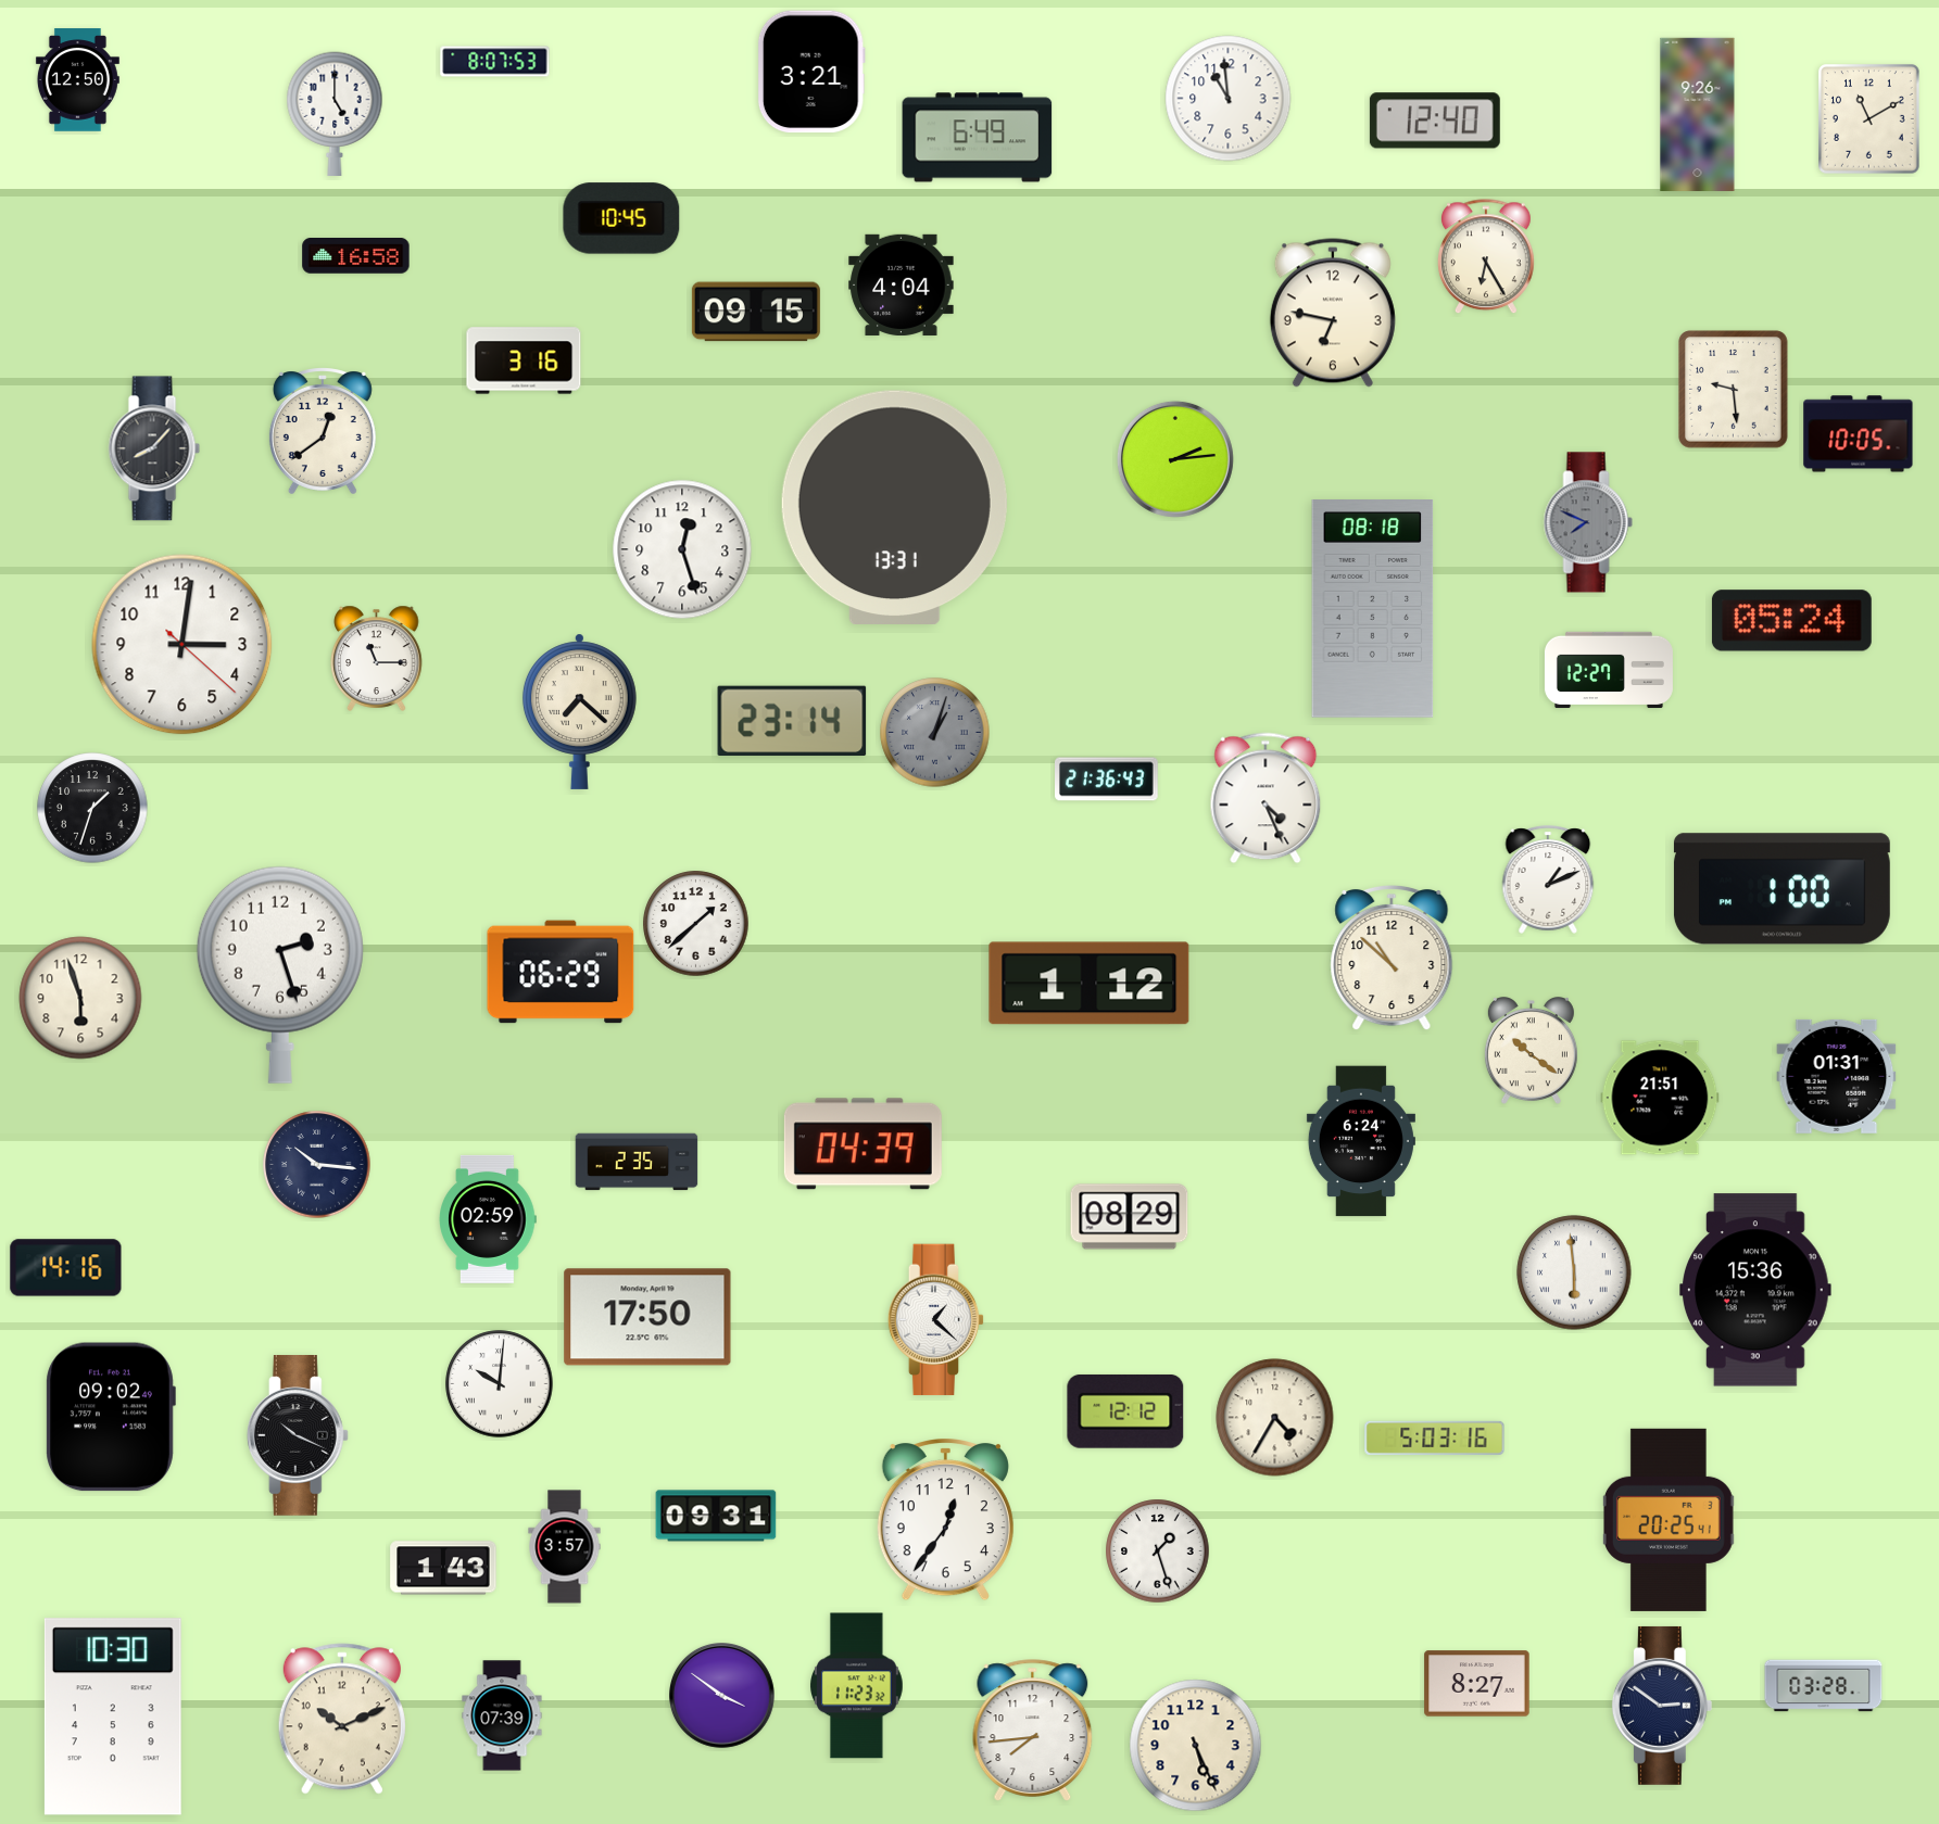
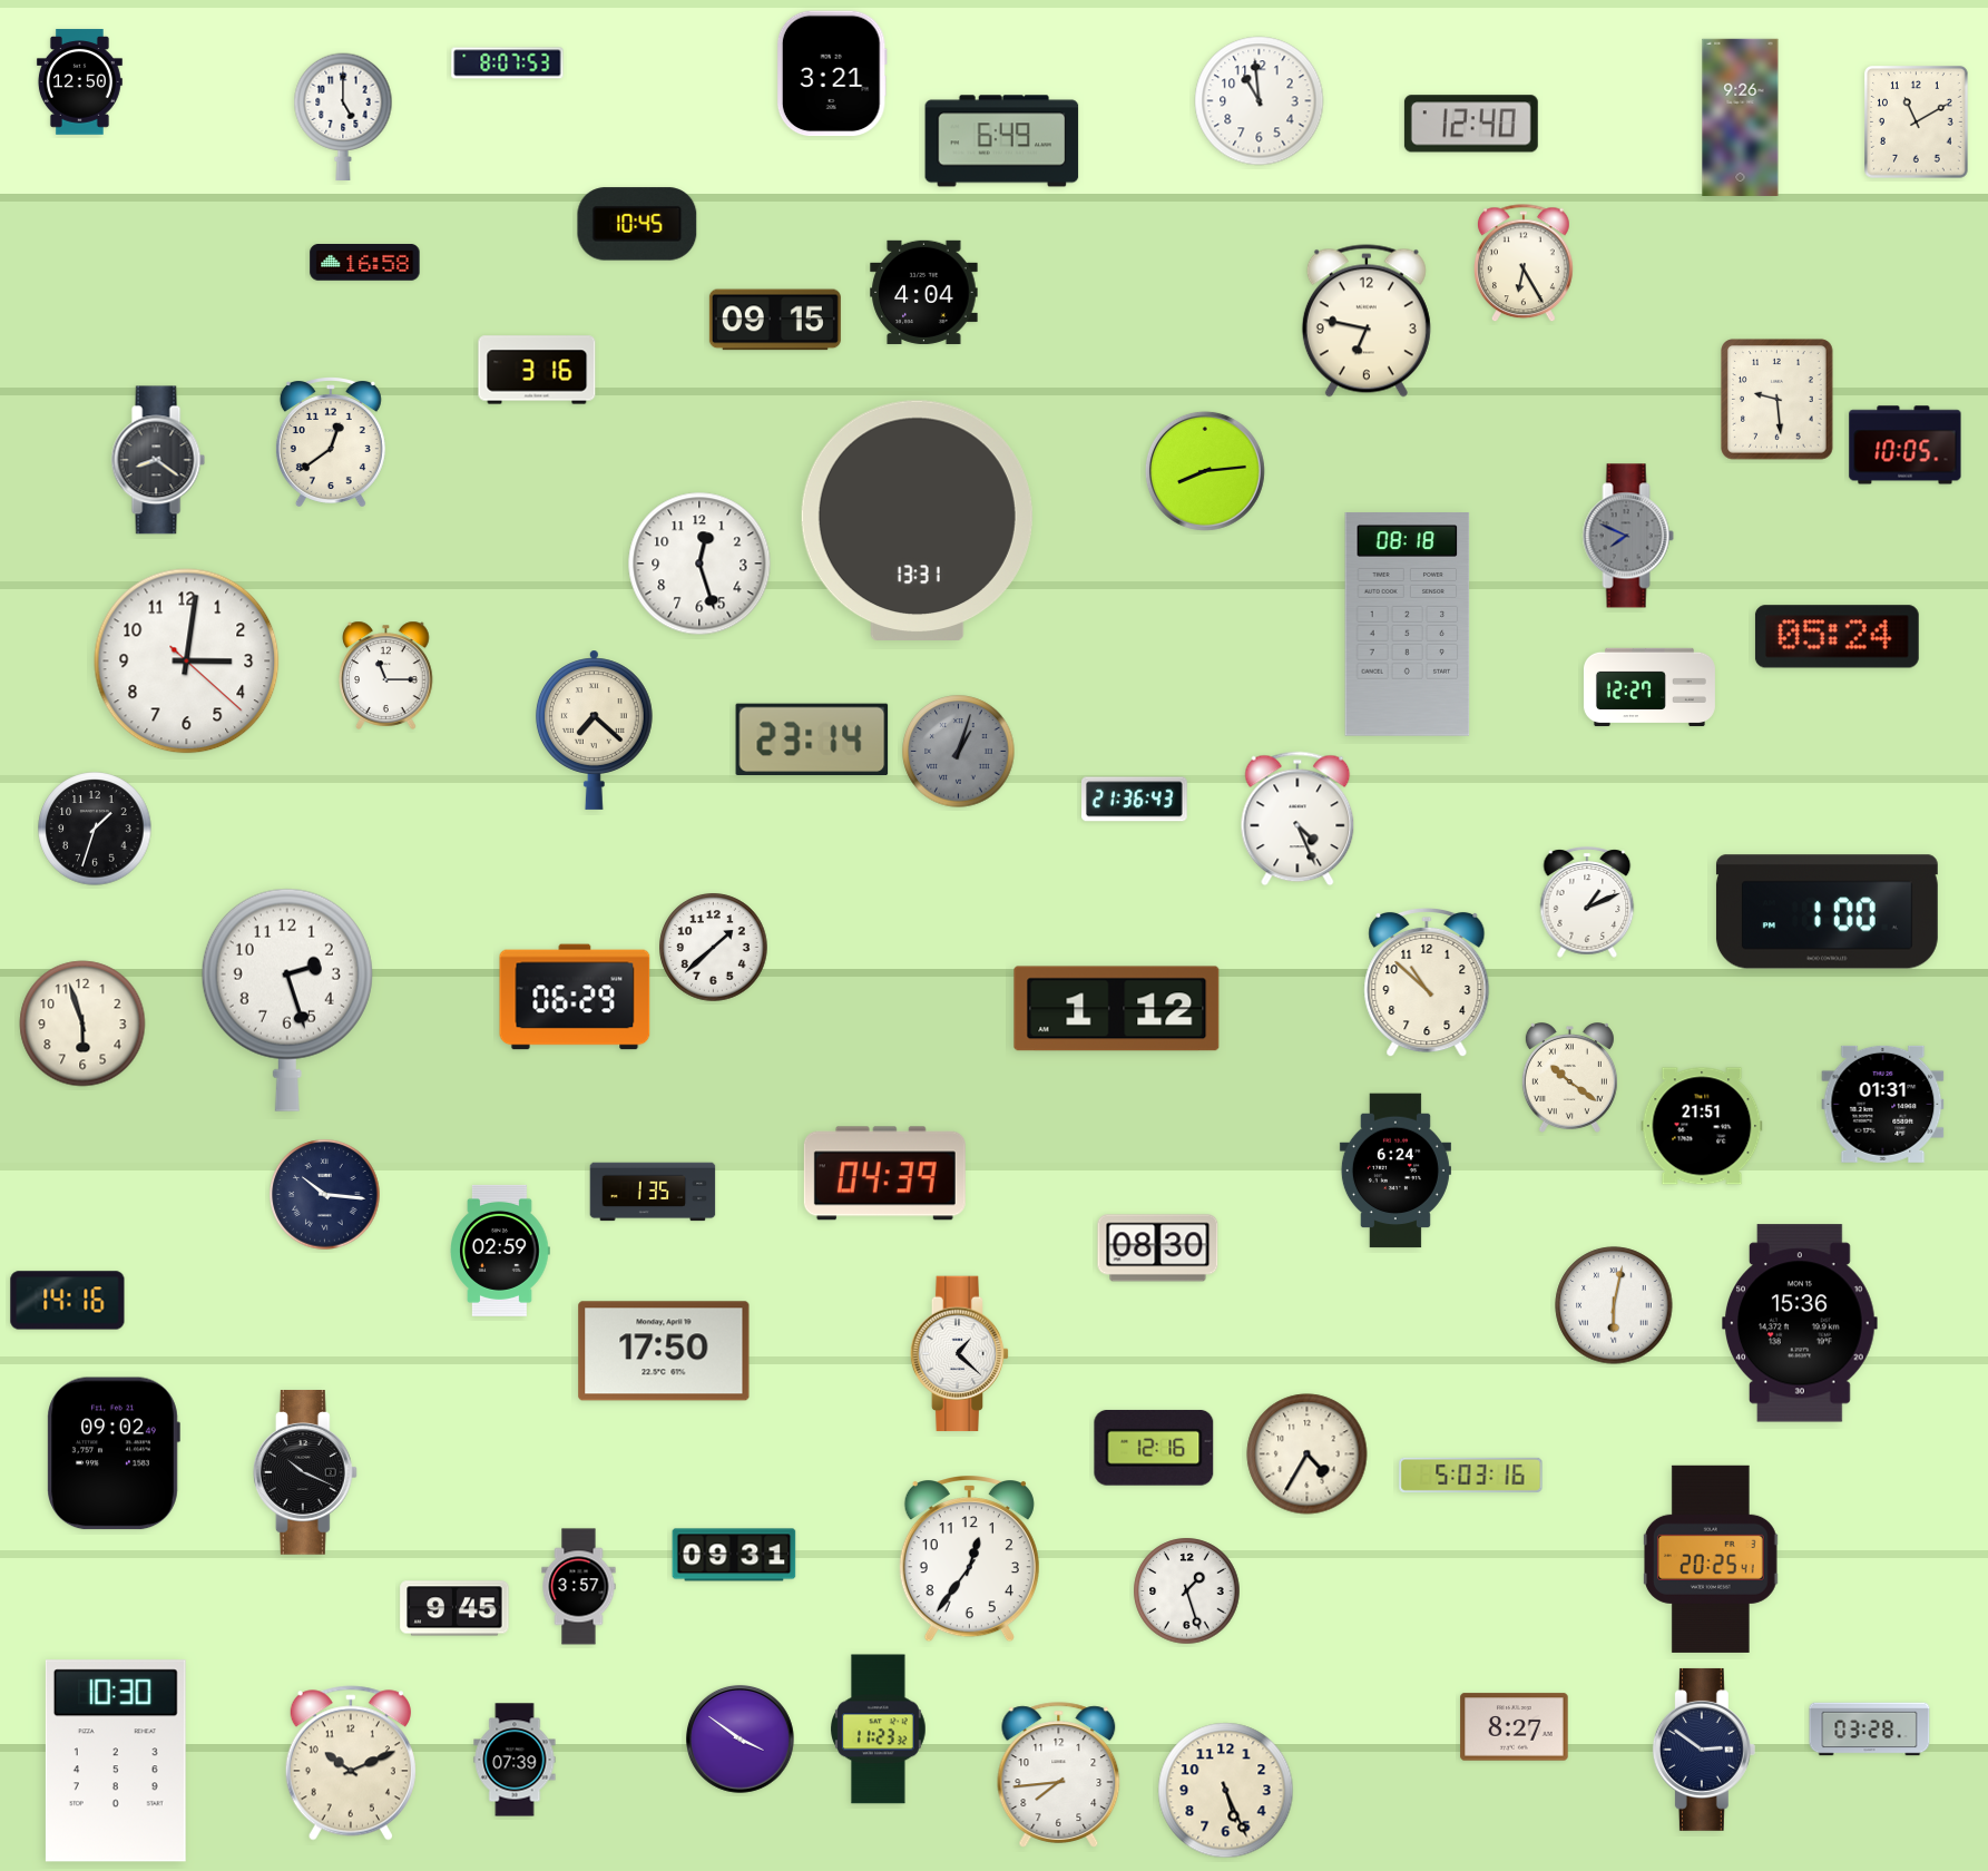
clock at (154, 448): 8:07 -> 8:21
clock at (1175, 459): 2:14 -> 8:14
clock at (637, 1162): 2:35 -> 1:35
clock at (1130, 1217): 08:29 -> 08:30
clock at (1574, 1272): 5:59 -> 6:02
clock at (500, 1384): 10:01 -> none
clock at (1125, 1411): 12:12 -> 12:16
clock at (443, 1568): 1:43 -> 9:45
